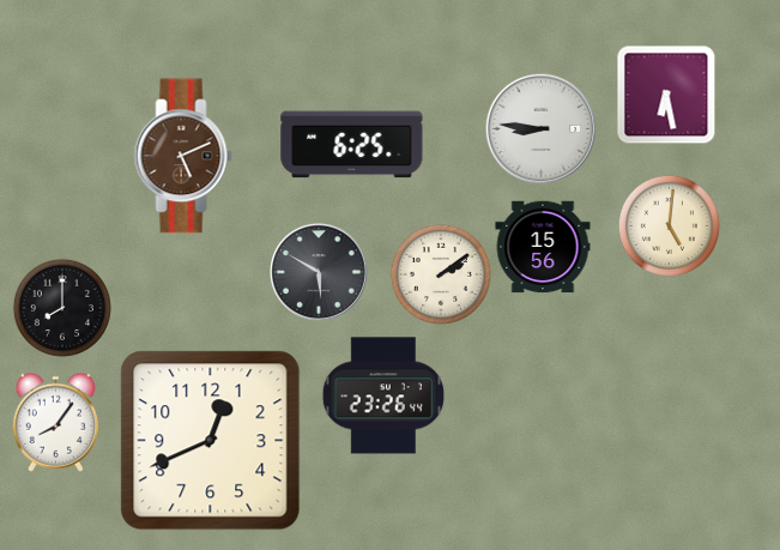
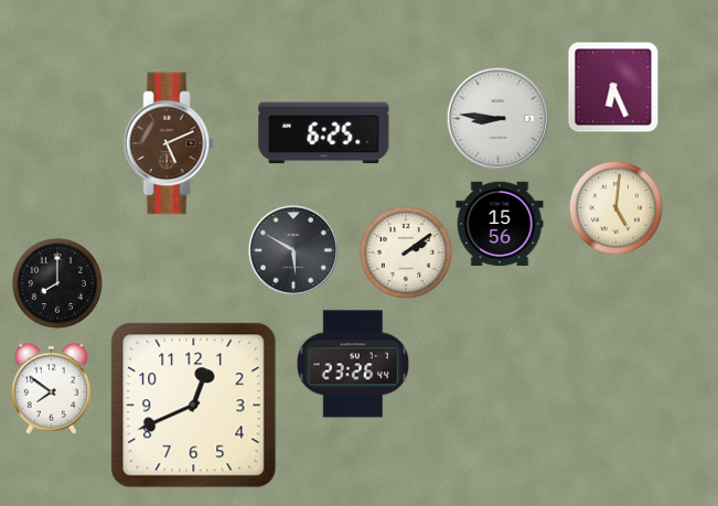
clock at (666, 95): 6:28 -> 6:26
clock at (543, 247) position: (543, 247) -> (500, 224)
clock at (56, 422): 8:06 -> 7:51
